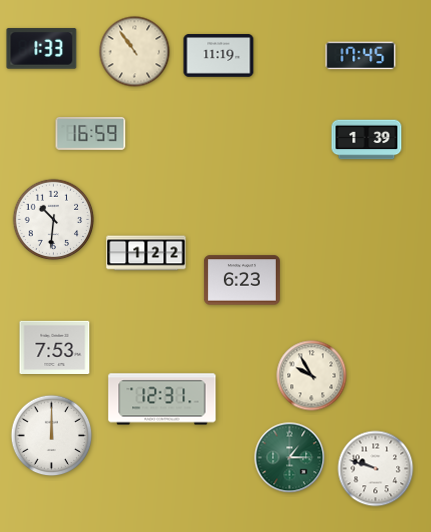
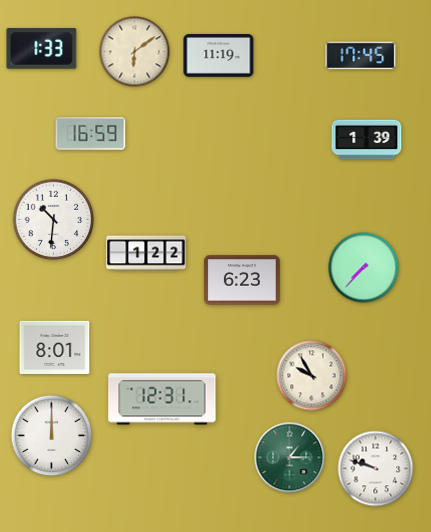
clock at (135, 52): 10:54 -> 6:09
clock at (364, 268): none -> 7:37
clock at (55, 347): 7:53 -> 8:01
